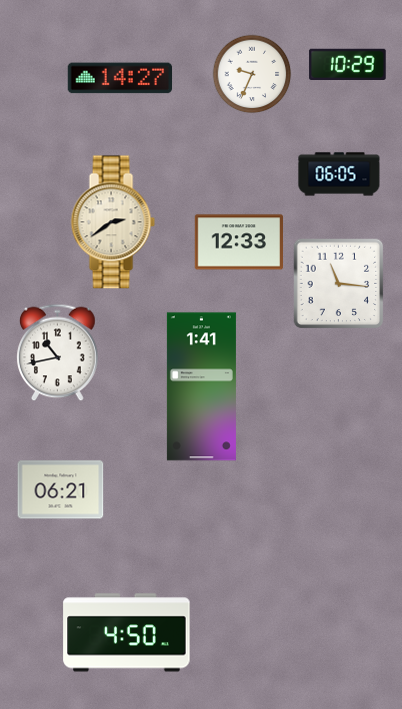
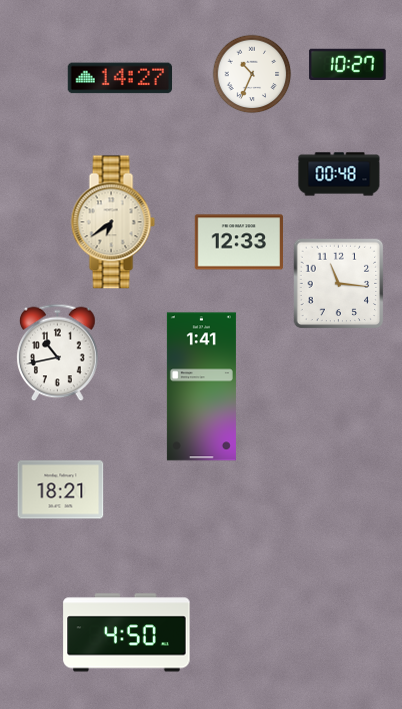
clock at (348, 64): 10:29 -> 10:27
clock at (252, 74): 9:34 -> 10:34
clock at (339, 174): 06:05 -> 00:48
clock at (113, 222): 2:39 -> 6:39
clock at (61, 490): 06:21 -> 18:21
